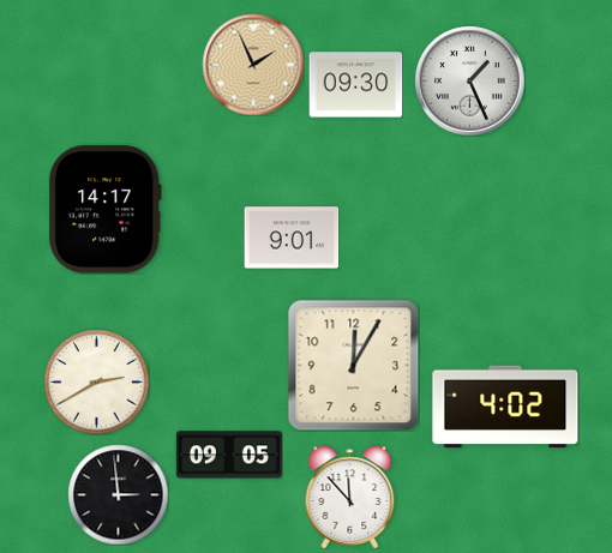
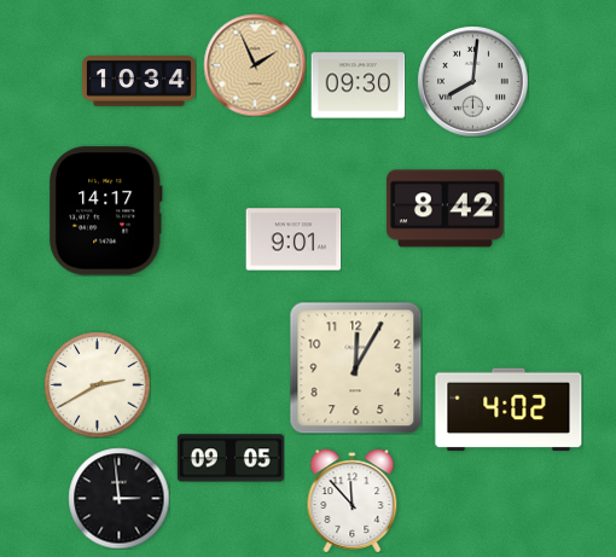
clock at (139, 81): none -> 10:34
clock at (469, 80): 1:26 -> 8:01
clock at (446, 209): none -> 8:42
